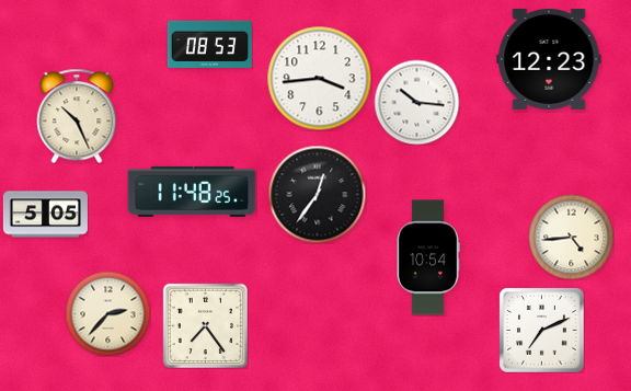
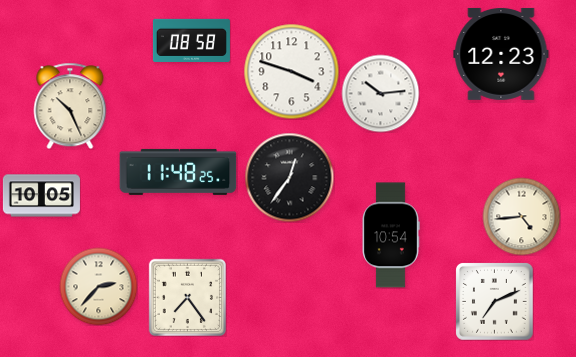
clock at (209, 44): 08:53 -> 08:58
clock at (319, 78): 3:44 -> 3:48
clock at (416, 102): 10:16 -> 10:14
clock at (192, 192) position: (192, 192) -> (178, 172)
clock at (45, 215): 5:05 -> 10:05
